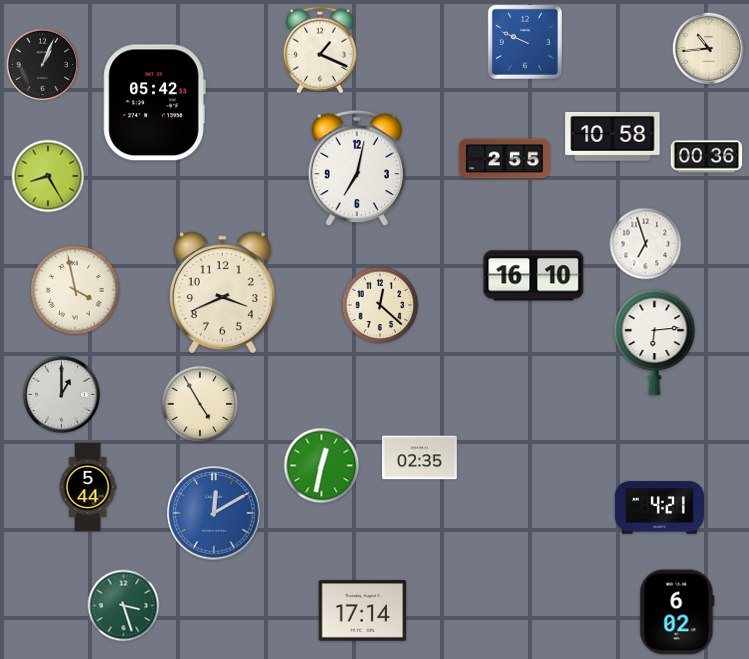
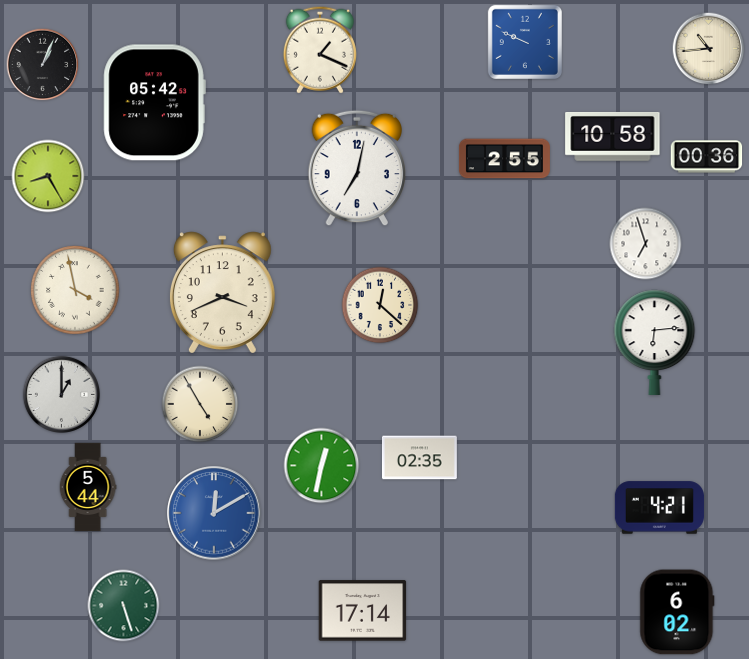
clock at (534, 276): 16:10 -> none
clock at (124, 606): 3:27 -> 5:27
